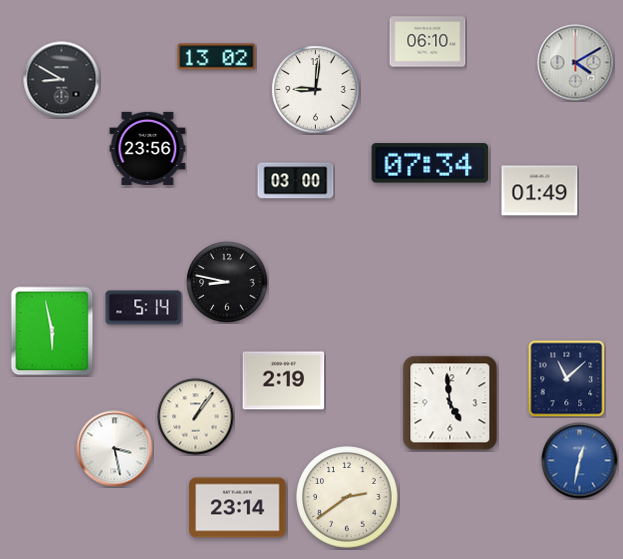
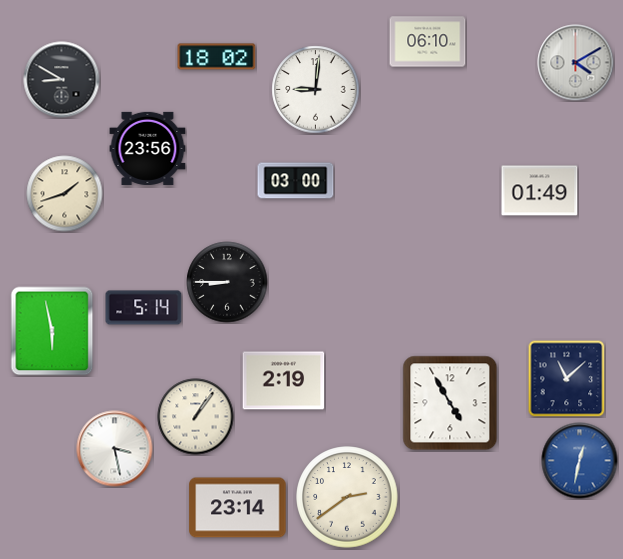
clock at (217, 57): 13:02 -> 18:02
clock at (430, 163): 07:34 -> none
clock at (65, 194): none -> 1:42
clock at (227, 282): 8:47 -> 8:45
clock at (450, 403): 4:59 -> 4:55
